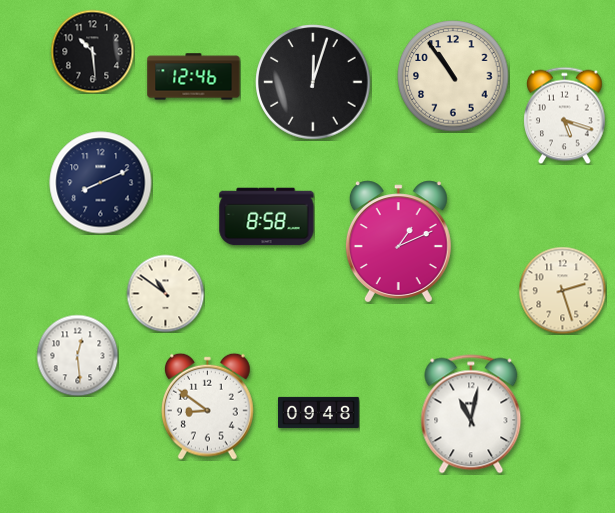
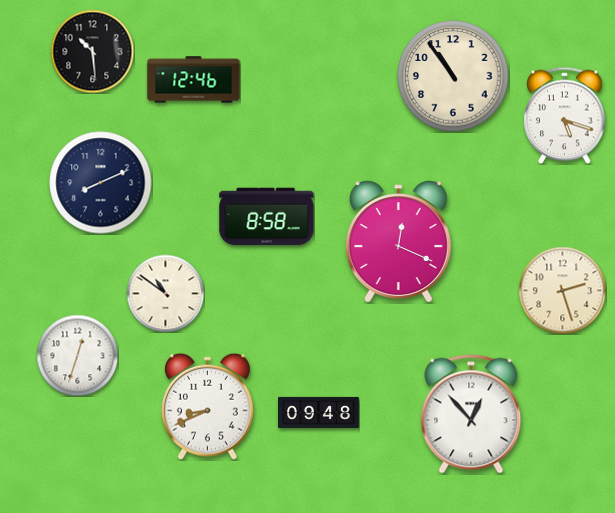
clock at (194, 77) position: (194, 77) -> (194, 80)
clock at (313, 82): 12:03 -> none
clock at (398, 242): 1:11 -> 12:19
clock at (77, 355): 12:29 -> 12:33
clock at (208, 406): 8:51 -> 8:41
clock at (471, 414): 11:02 -> 12:53
